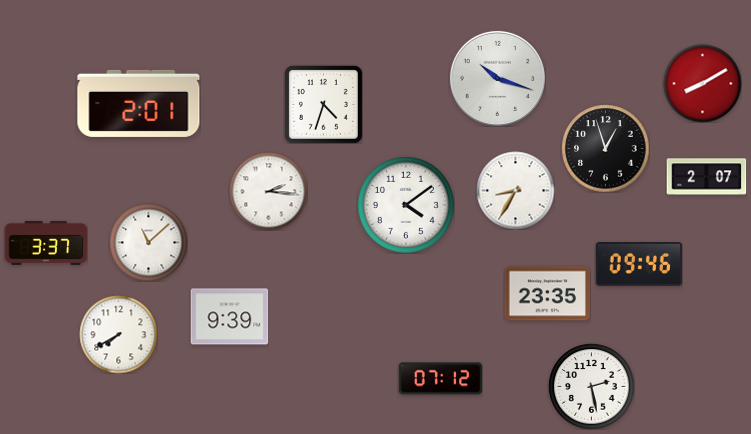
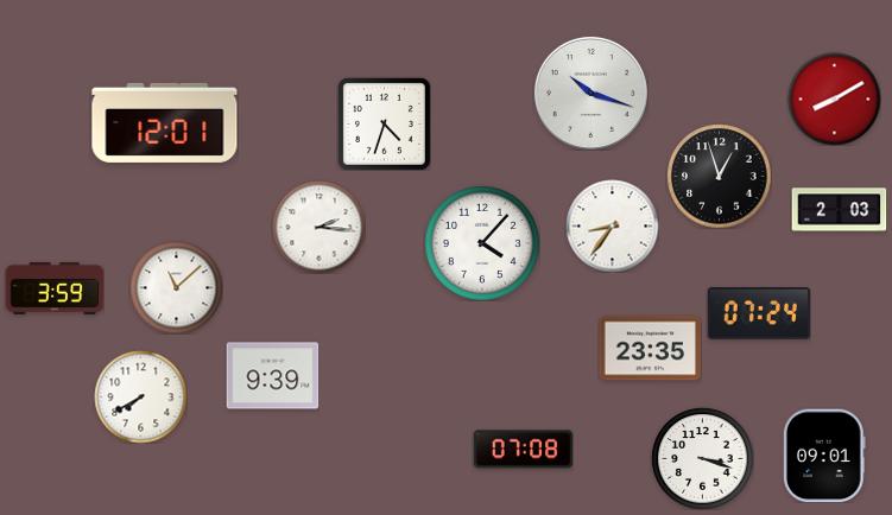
clock at (139, 103): 2:01 -> 12:01
clock at (706, 177): 2:07 -> 2:03
clock at (515, 190): 8:35 -> 8:36
clock at (406, 205): 4:09 -> 4:07
clock at (46, 243): 3:37 -> 3:59
clock at (638, 265): 09:46 -> 07:24
clock at (440, 379): 07:12 -> 07:08
clock at (824, 456): none -> 09:01
clock at (591, 386): 2:28 -> 3:18
